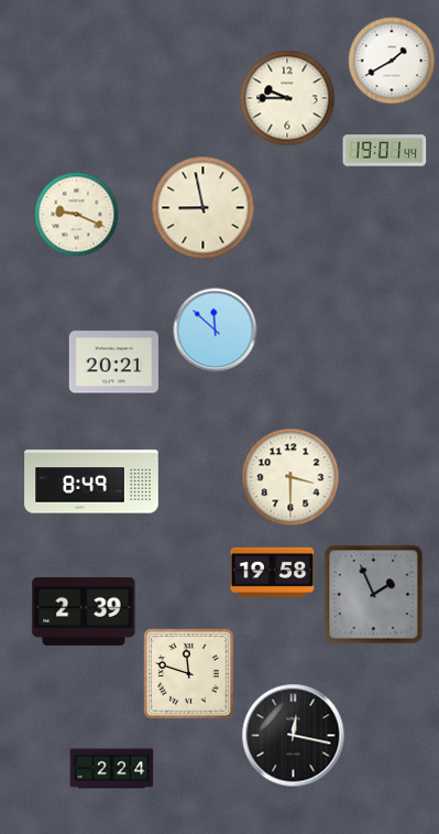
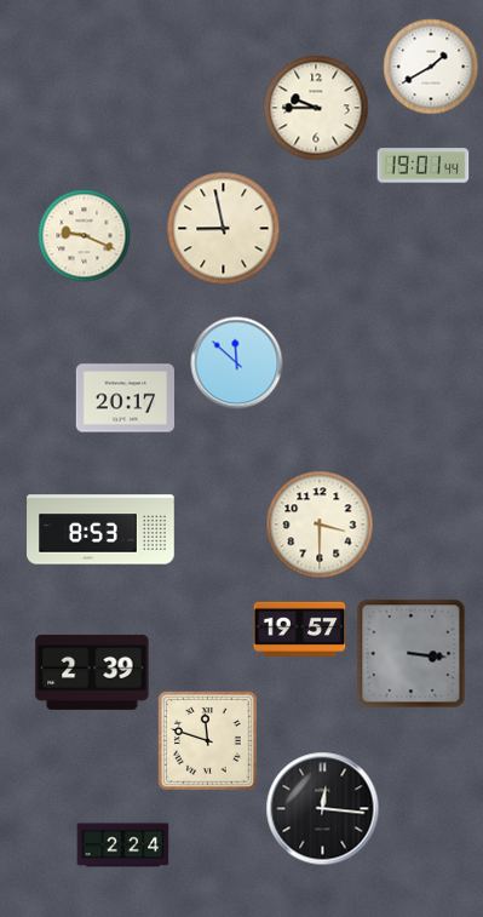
clock at (113, 362): 20:21 -> 20:17
clock at (91, 481): 8:49 -> 8:53
clock at (273, 572): 19:58 -> 19:57
clock at (374, 595): 1:56 -> 3:16
clock at (294, 736): 12:17 -> 12:16
